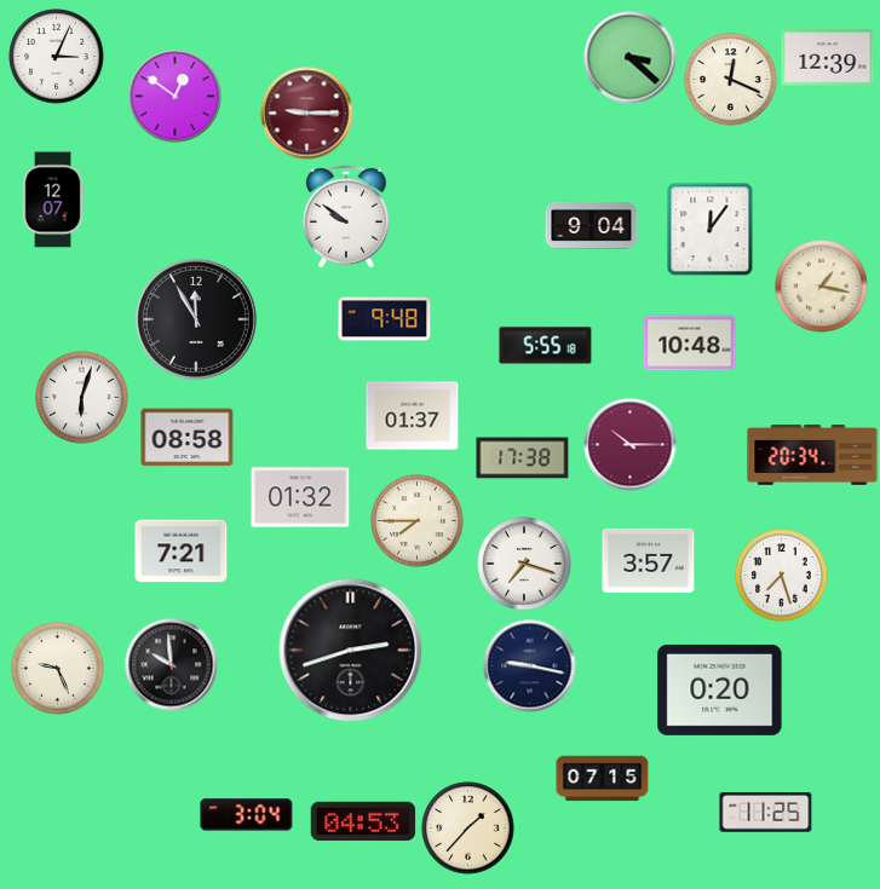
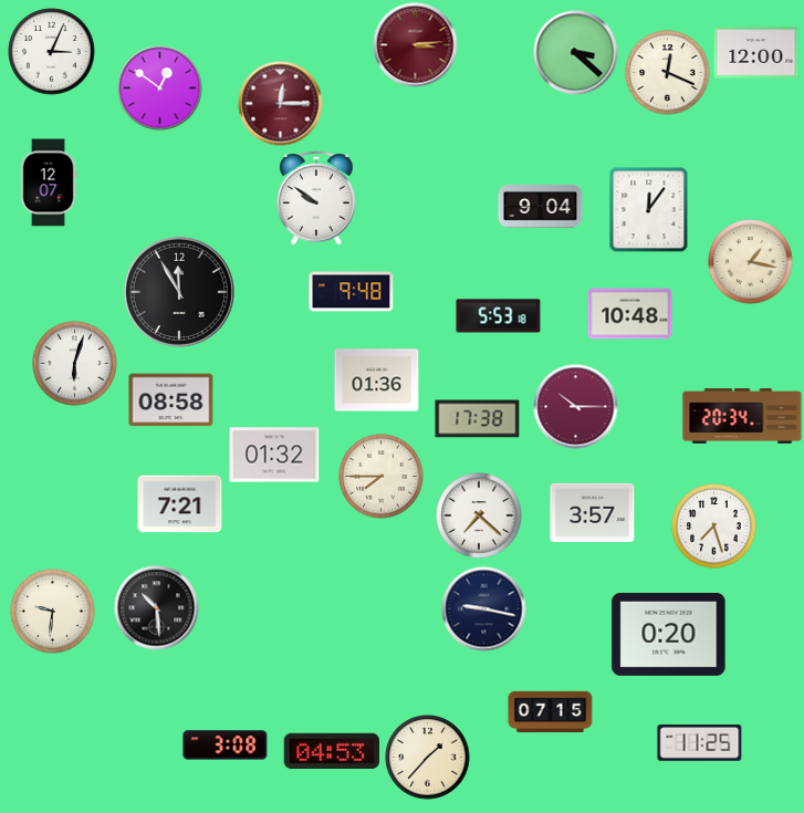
clock at (416, 45): none -> 3:14
clock at (828, 58): 12:39 -> 12:00
clock at (307, 114): 9:15 -> 12:15
clock at (546, 346): 5:55 -> 5:53
clock at (413, 416): 01:37 -> 01:36
clock at (182, 552) position: (182, 552) -> (180, 504)
clock at (524, 564): 7:18 -> 7:22
clock at (351, 651): 2:42 -> none
clock at (172, 665): 9:59 -> 10:29
clock at (58, 669): 9:26 -> 9:31
clock at (720, 689) position: (720, 689) -> (669, 634)
clock at (247, 815): 3:04 -> 3:08
